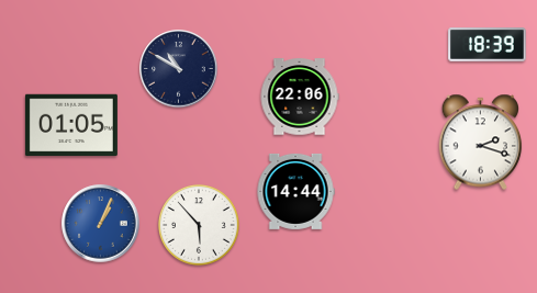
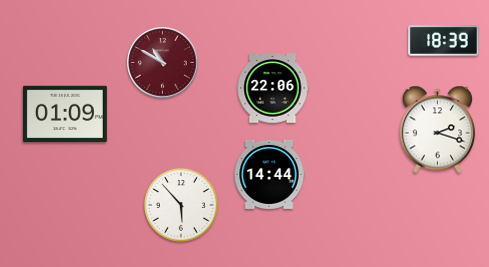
clock at (179, 69) dial: navy -> burgundy
clock at (71, 125): 01:05 -> 01:09
clock at (101, 224): 1:04 -> none
